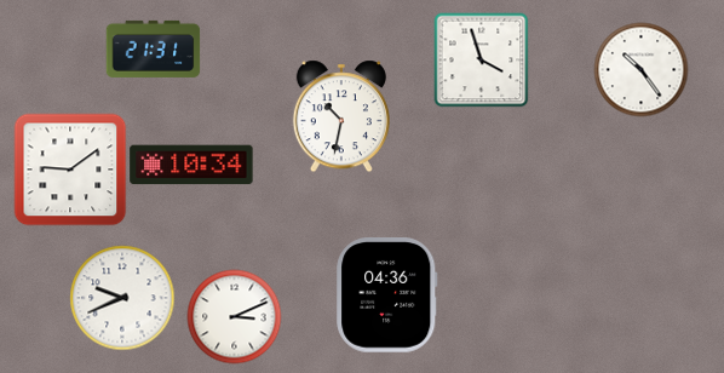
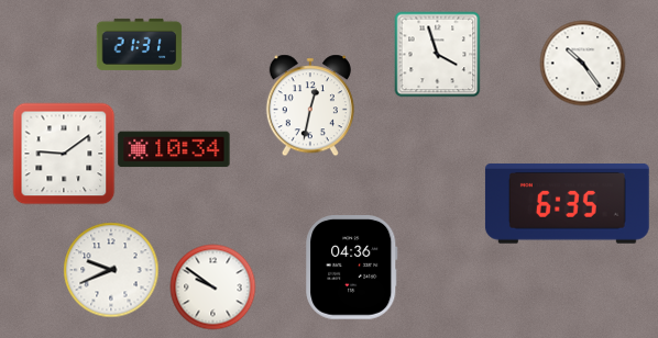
clock at (341, 116): 10:32 -> 12:32
clock at (567, 203): none -> 6:35
clock at (234, 316): 3:11 -> 9:51
